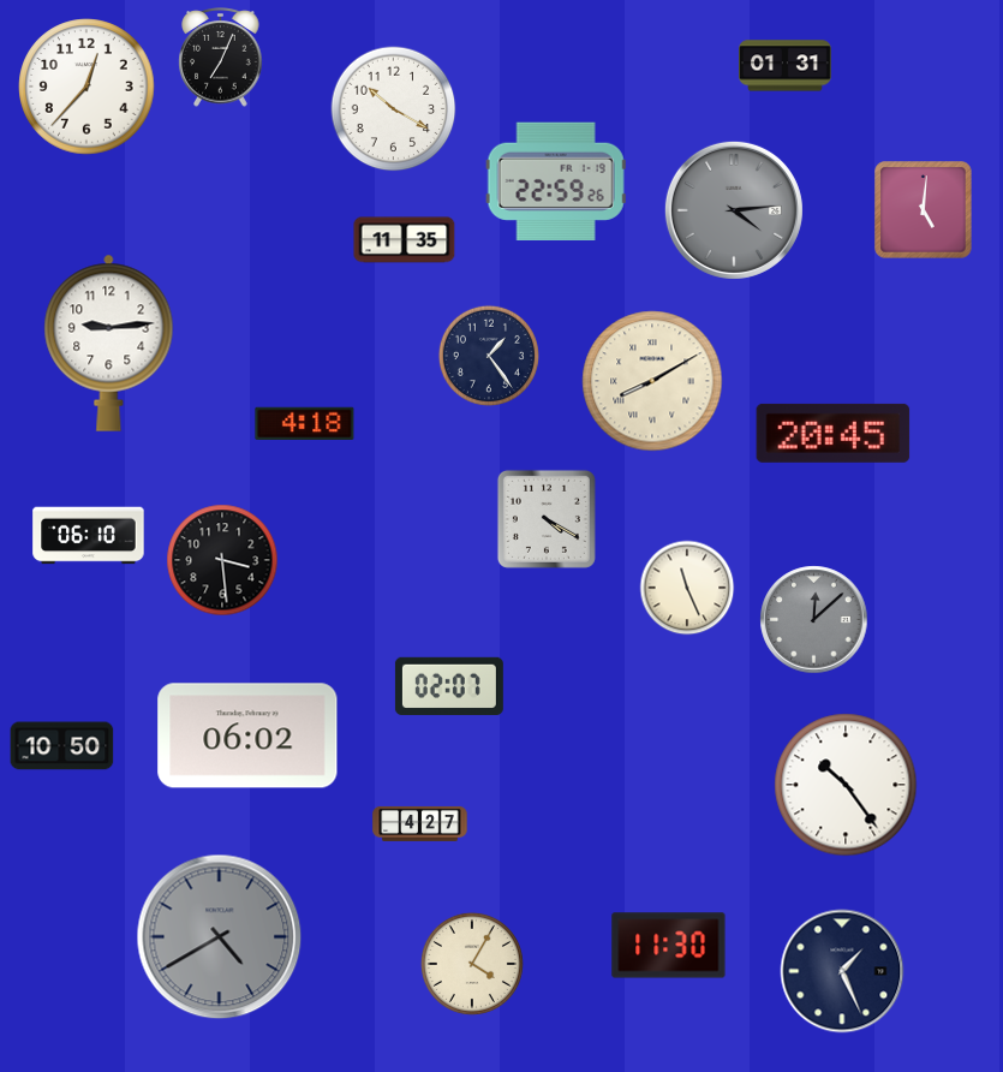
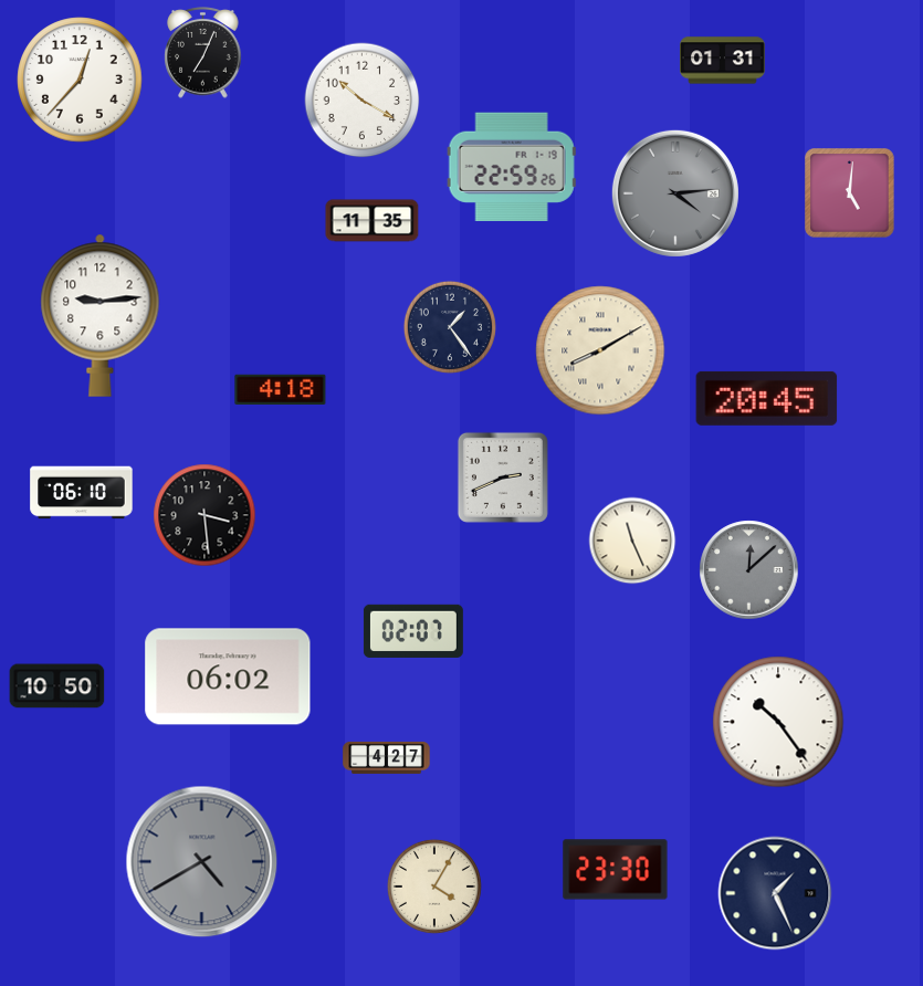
clock at (547, 519): 4:20 -> 2:41
clock at (669, 946): 11:30 -> 23:30
